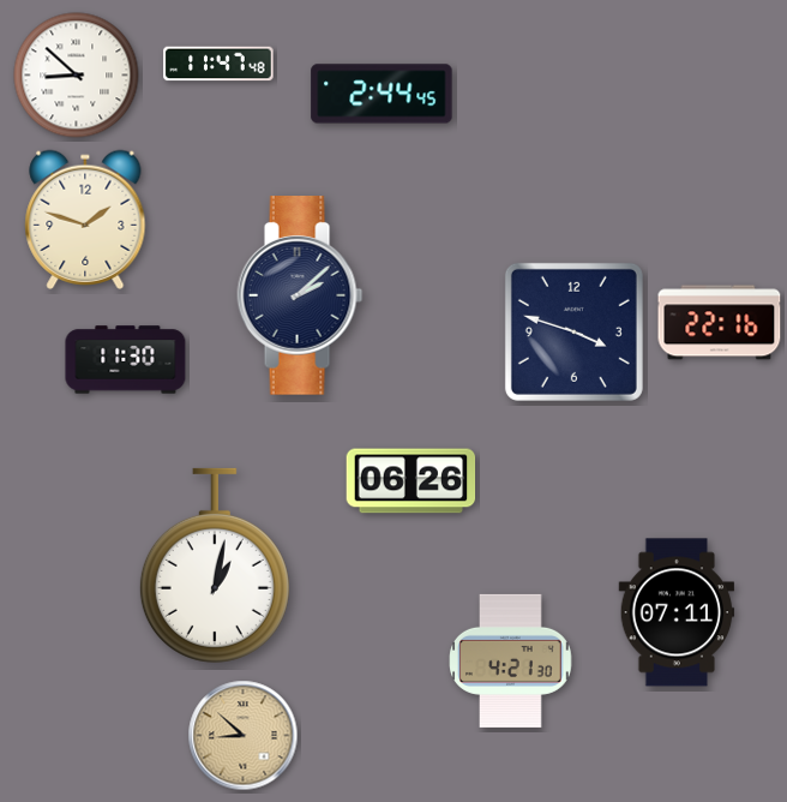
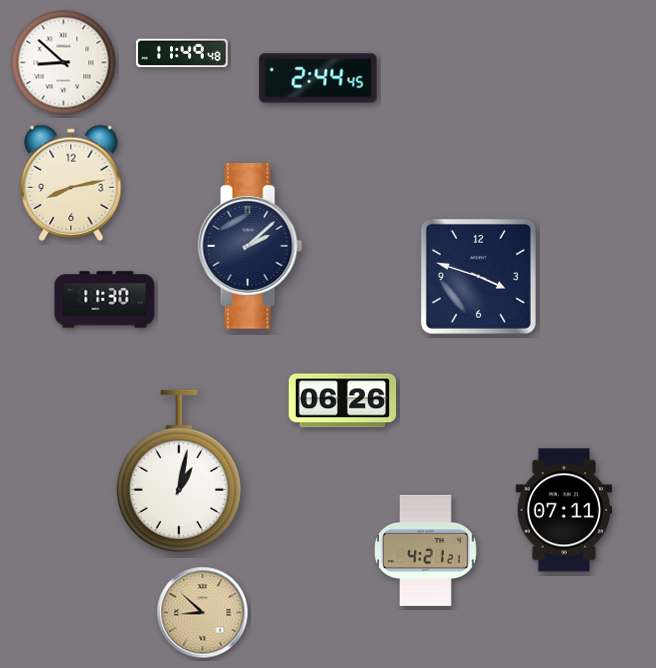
clock at (218, 64): 11:47 -> 11:49
clock at (85, 220): 1:48 -> 8:13
clock at (720, 323): 22:16 -> none
clock at (511, 660): 4:21:30 -> 4:21:21
